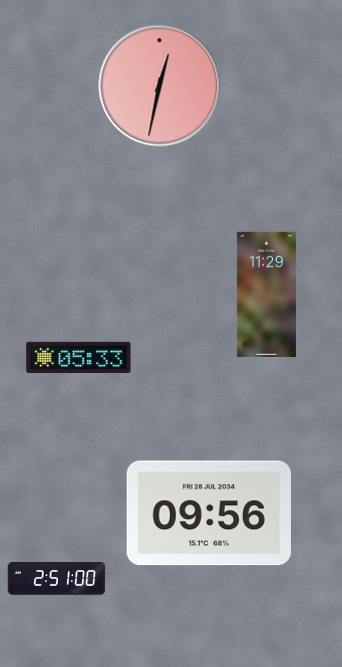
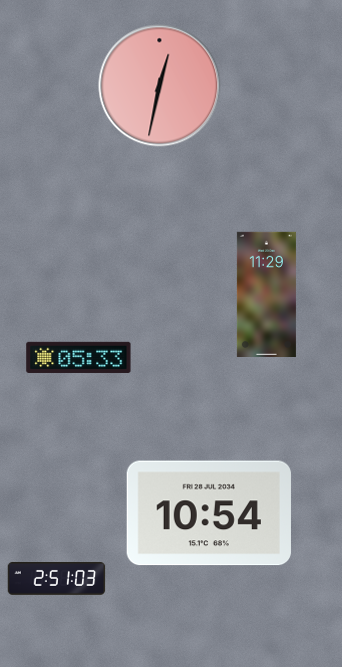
clock at (209, 513): 09:56 -> 10:54
clock at (57, 579): 2:51:00 -> 2:51:03
